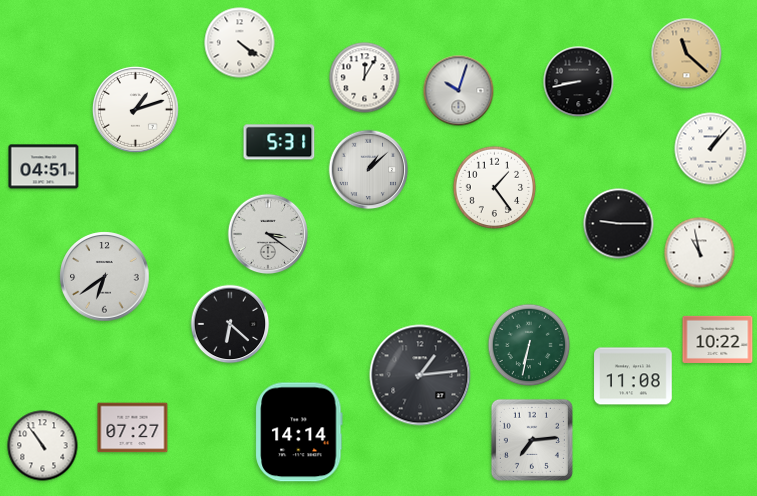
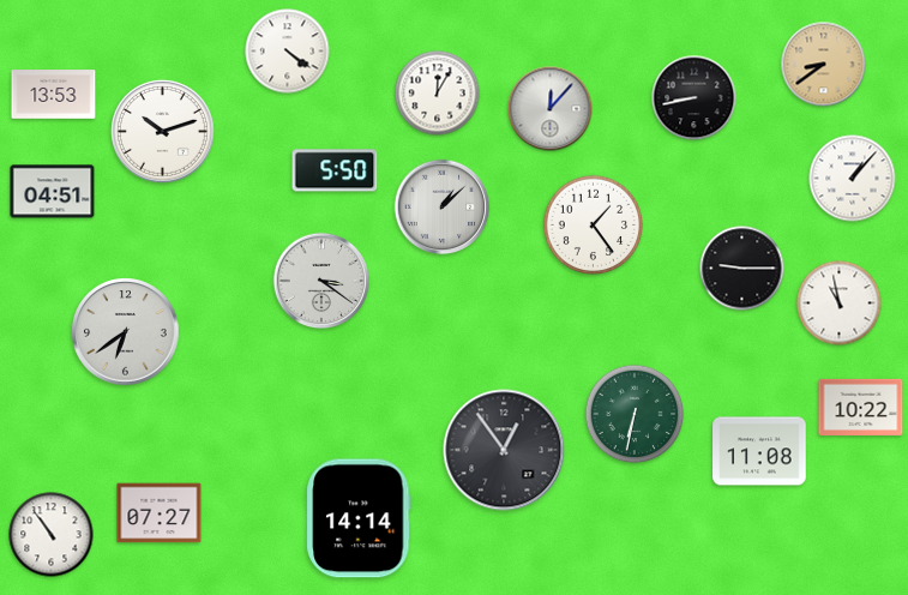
clock at (687, 54): 11:22 -> 8:39
clock at (54, 95): none -> 13:53
clock at (459, 91): 10:03 -> 12:07
clock at (135, 109): 1:12 -> 10:12
clock at (279, 142): 5:31 -> 5:50
clock at (44, 167) position: (44, 167) -> (53, 192)
clock at (369, 170) position: (369, 170) -> (443, 208)
clock at (230, 324): 6:22 -> none
clock at (420, 375): 1:14 -> 12:54
clock at (532, 440): 7:14 -> none
